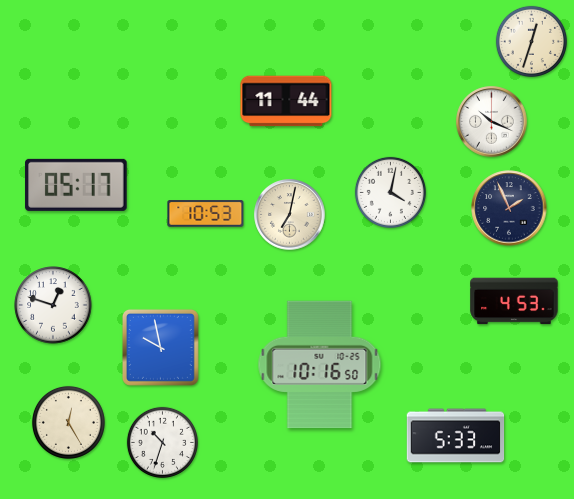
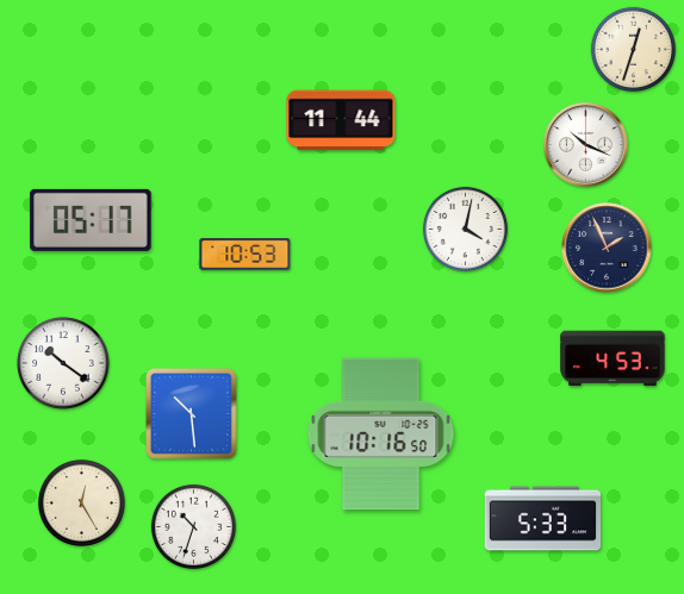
clock at (290, 215): 7:02 -> none
clock at (53, 305): 12:48 -> 10:21
clock at (160, 347): 9:58 -> 10:29
